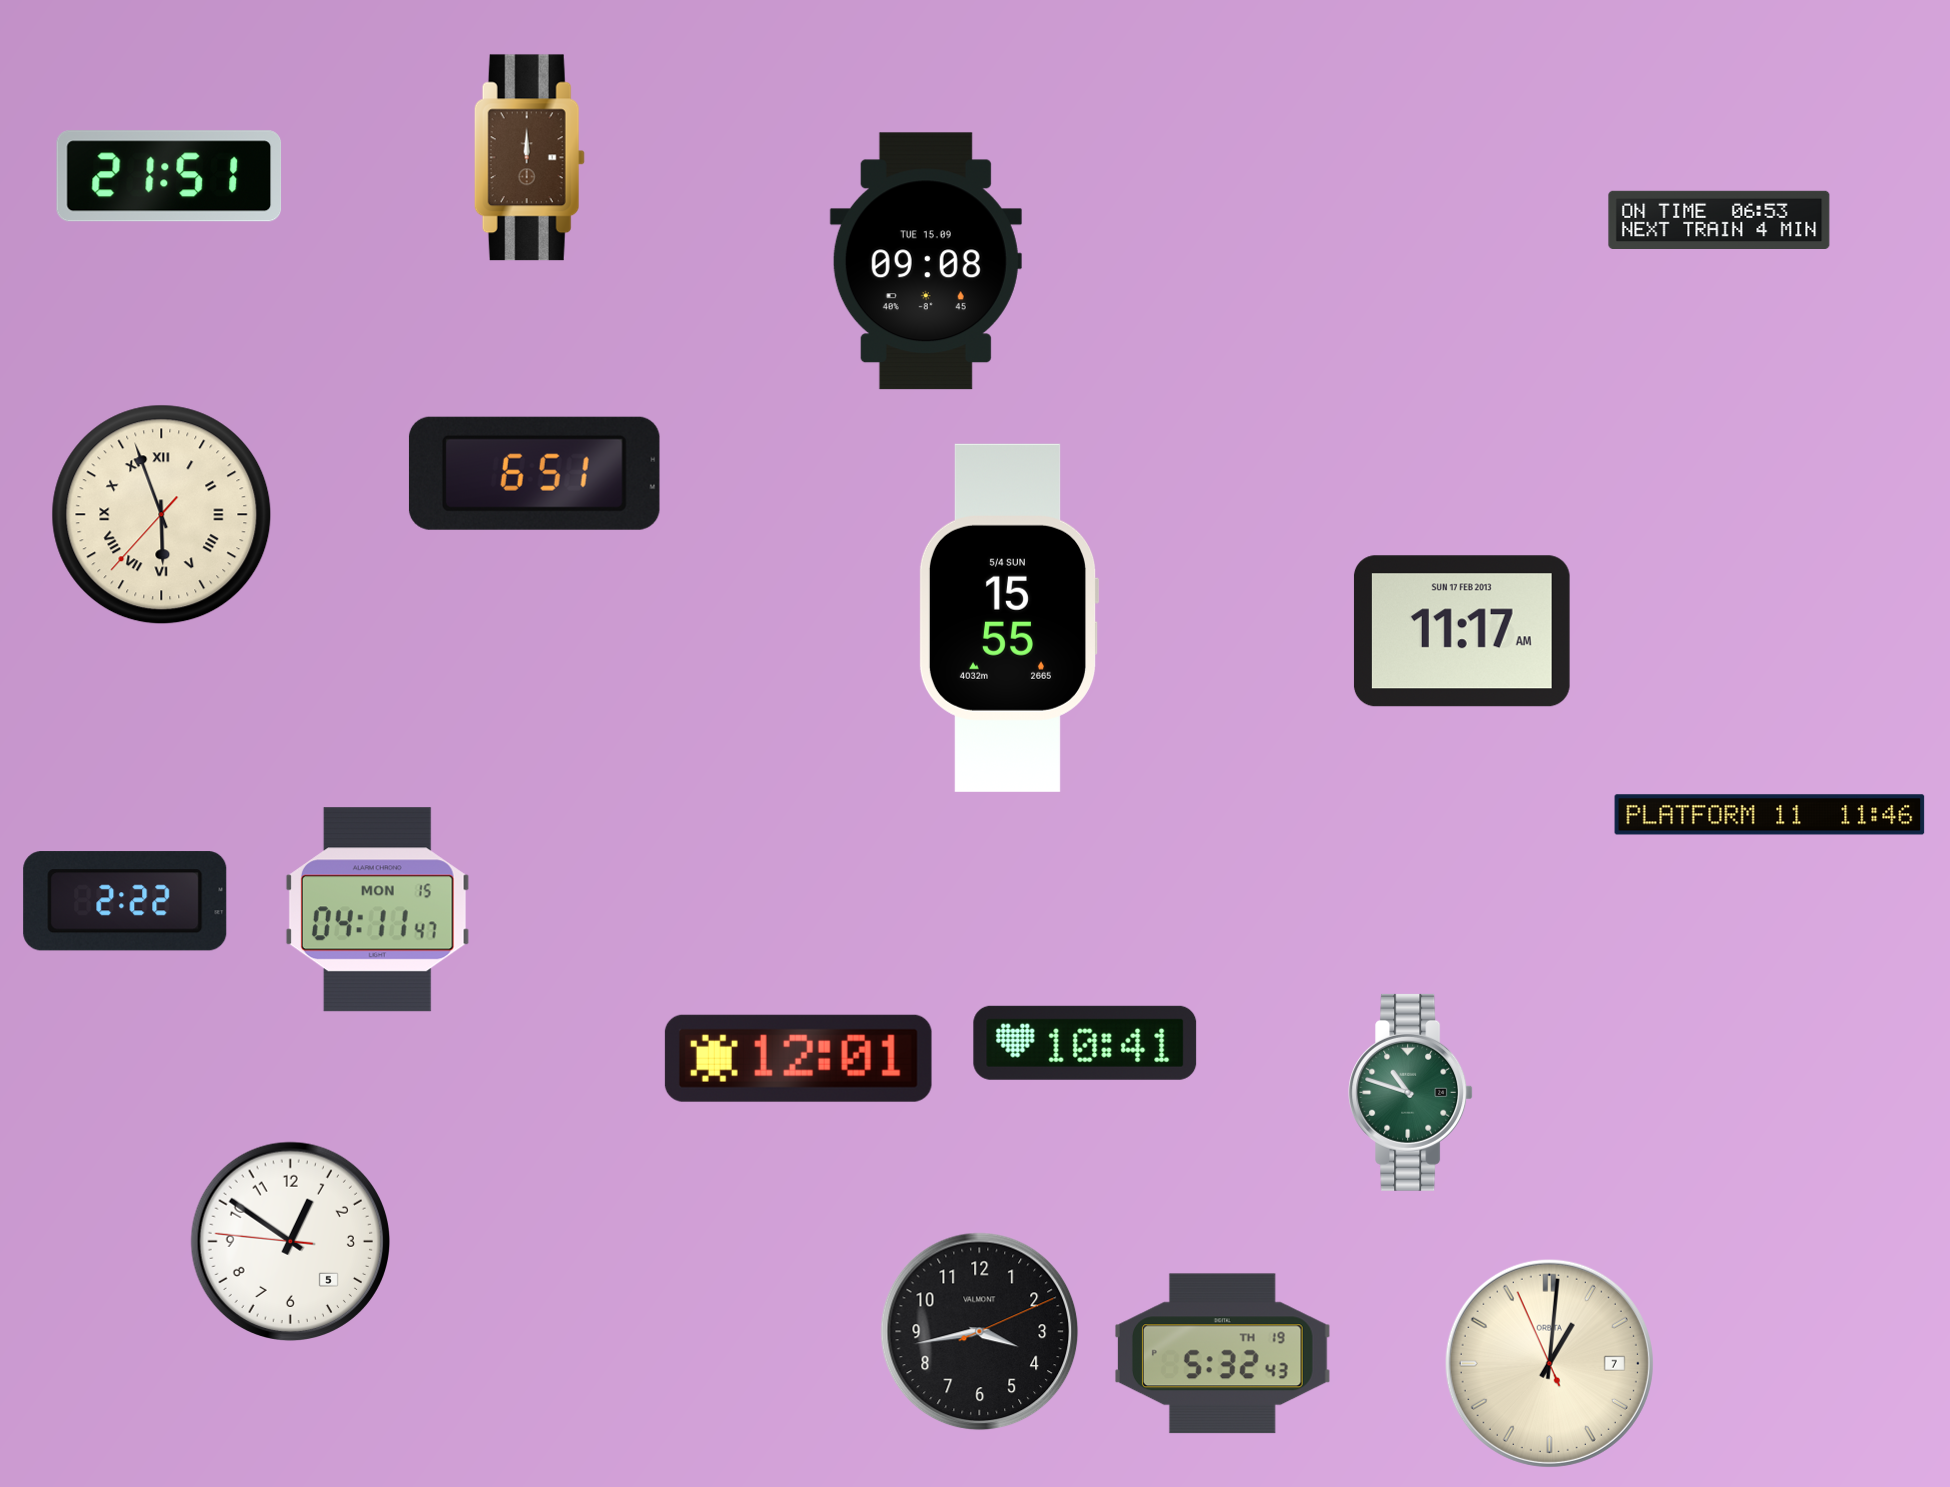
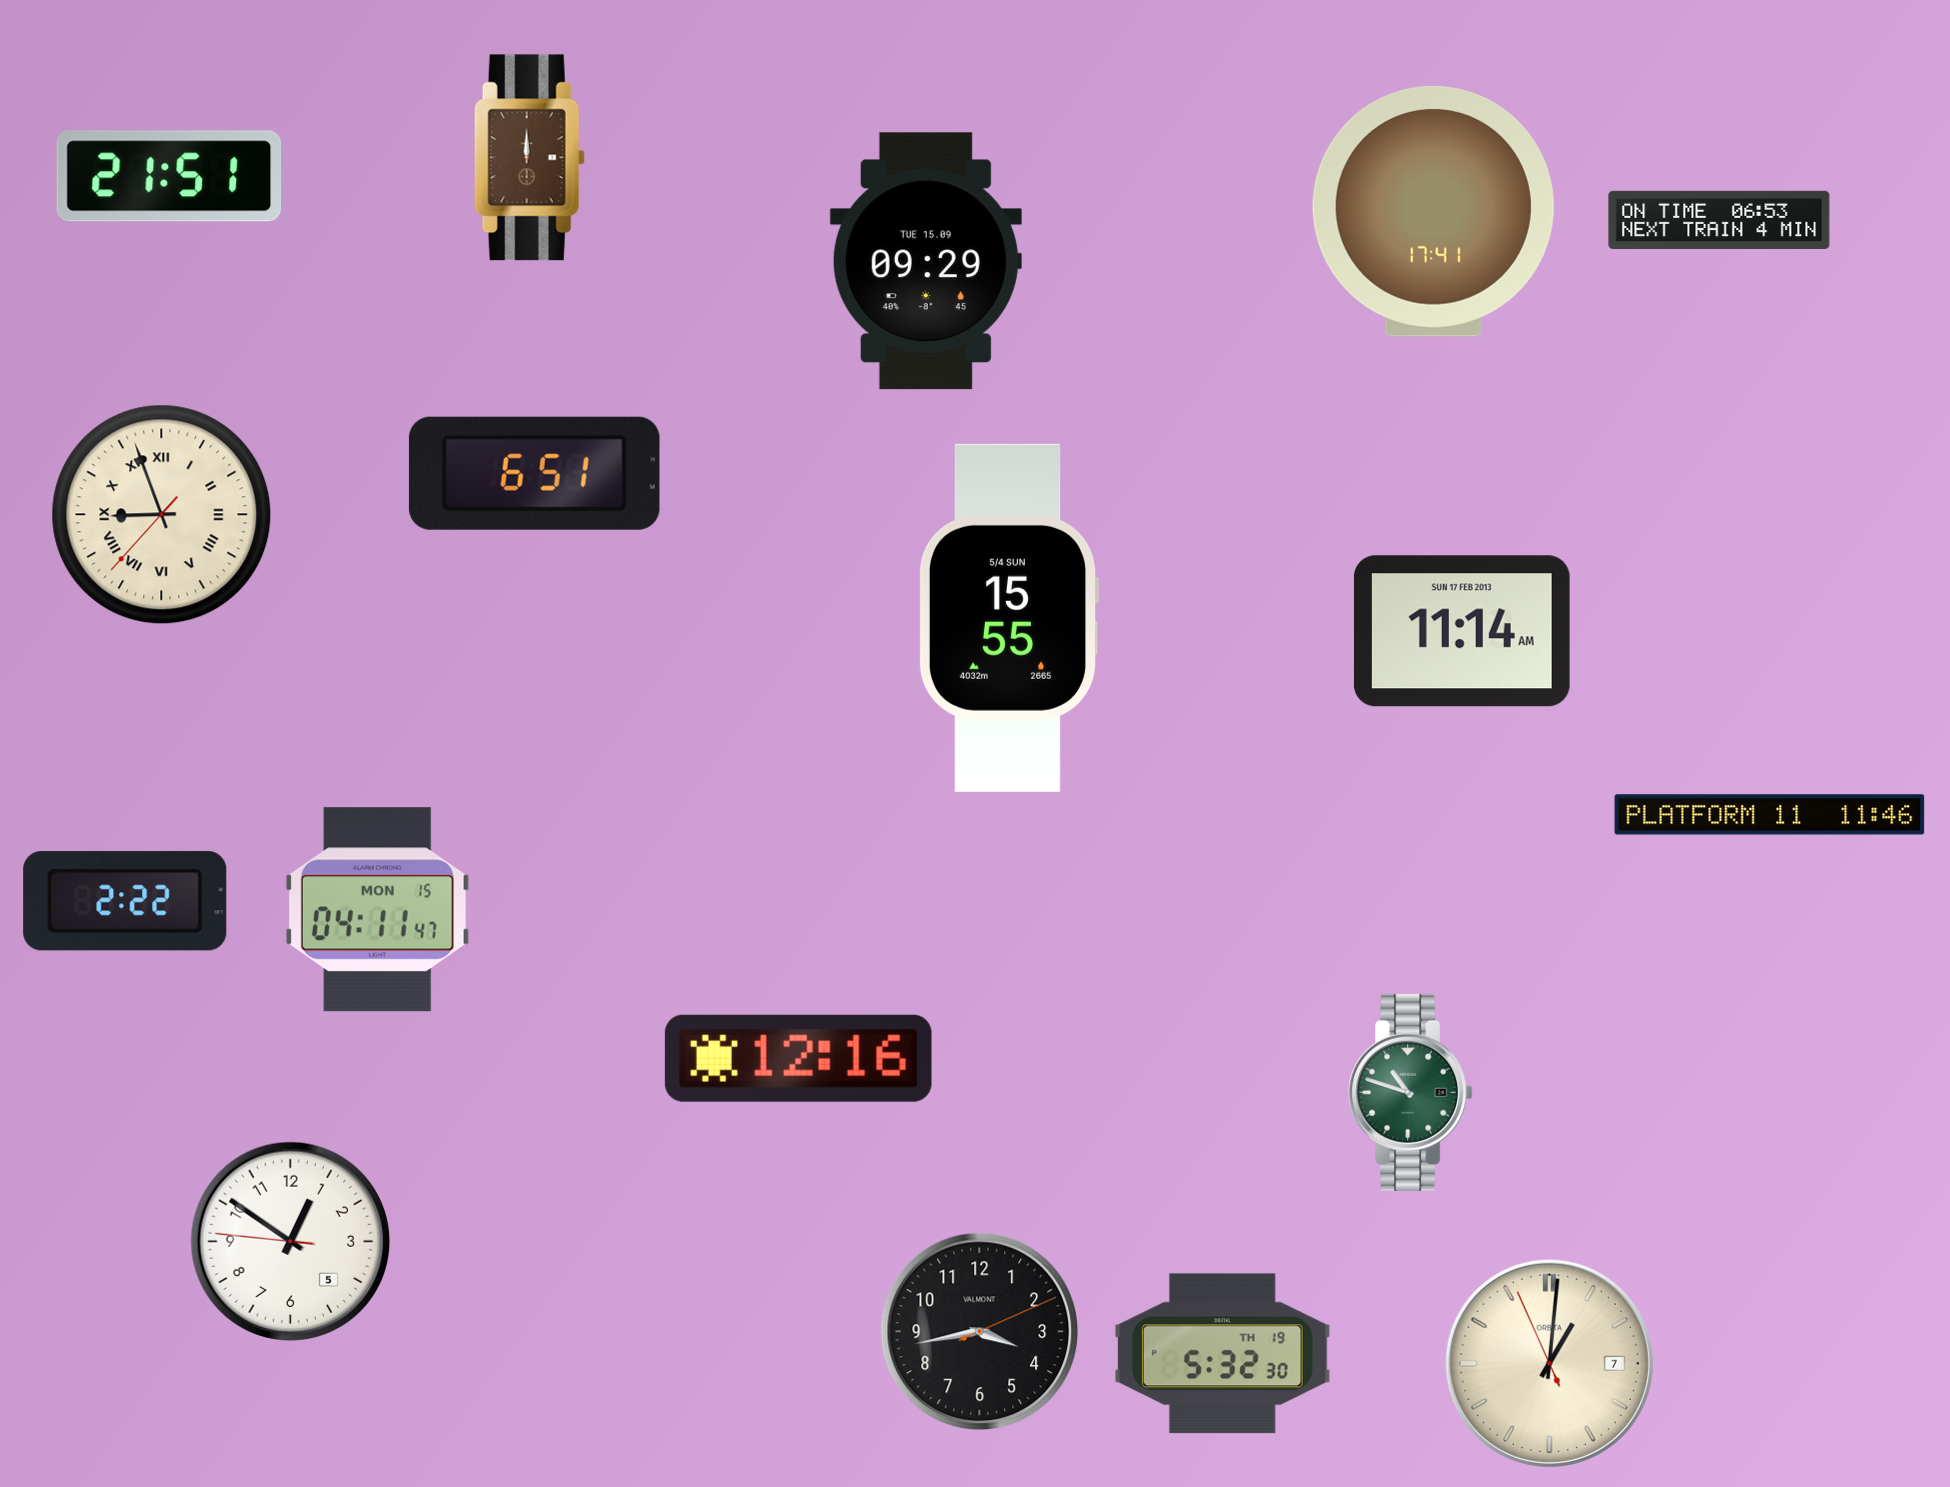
clock at (1433, 211): none -> 17:41
clock at (926, 261): 09:08 -> 09:29
clock at (162, 515): 5:56 -> 8:56
clock at (1462, 631): 11:17 -> 11:14
clock at (1085, 1043): 10:41 -> none
clock at (798, 1058): 12:01 -> 12:16
clock at (1223, 1354): 5:32:43 -> 5:32:30
